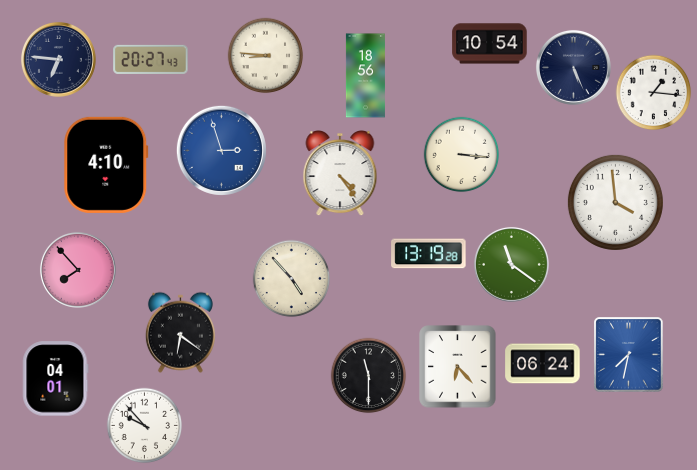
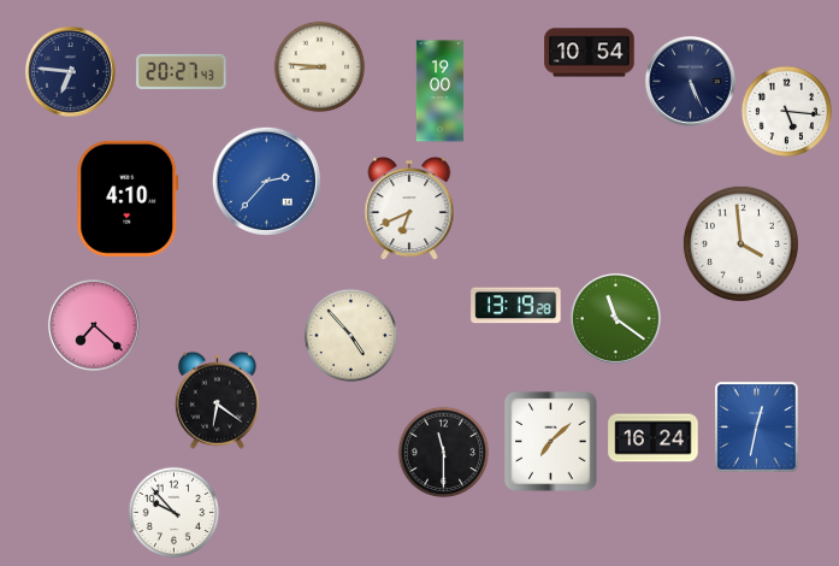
clock at (365, 76): 18:56 -> 19:00
clock at (654, 93): 1:16 -> 5:16
clock at (221, 150): 2:57 -> 2:37
clock at (462, 155): 3:16 -> none
clock at (340, 174): 4:24 -> 6:41
clock at (78, 270): 7:53 -> 7:22
clock at (629, 355): 7:32 -> 12:32
clock at (543, 364): 06:24 -> 16:24
clock at (458, 367): 6:23 -> 7:08
clock at (56, 379): 04:01 -> none
